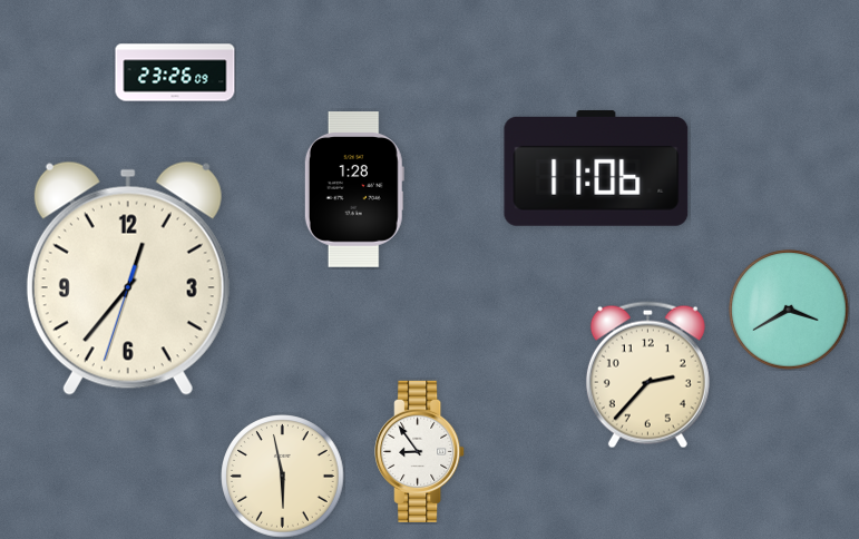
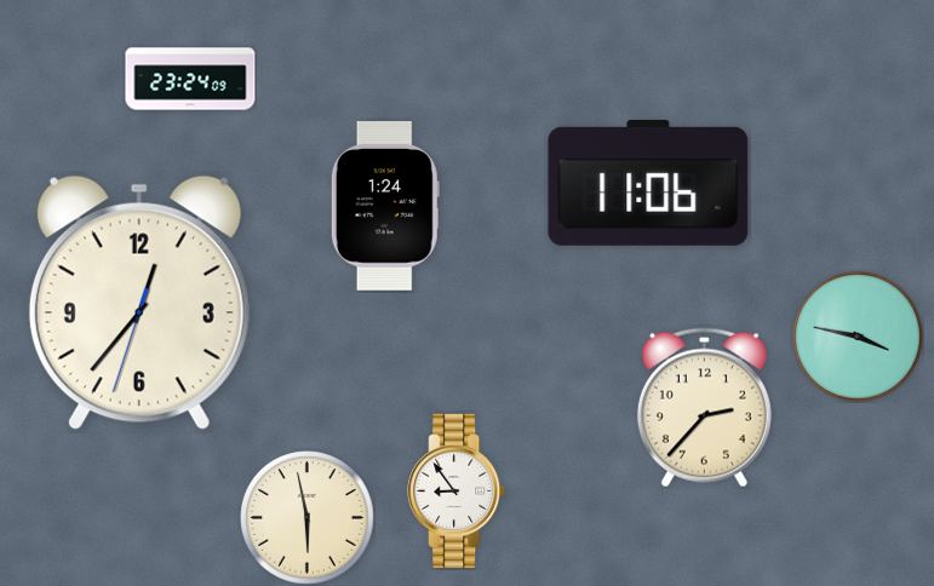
clock at (175, 72): 23:26 -> 23:24
clock at (354, 189): 1:28 -> 1:24
clock at (789, 310): 3:40 -> 3:47
